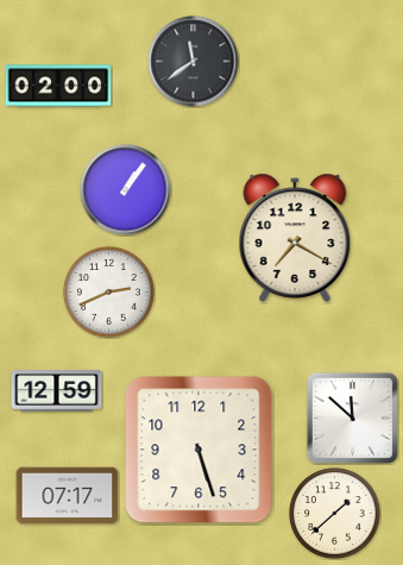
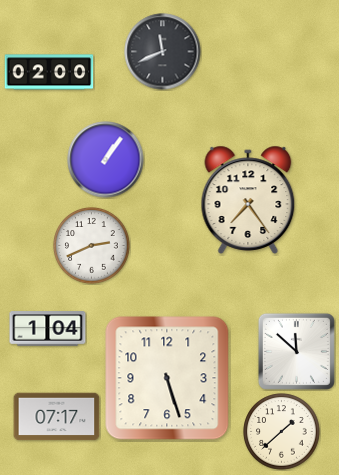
clock at (194, 62): 11:39 -> 11:41
clock at (295, 238): 7:20 -> 7:24
clock at (57, 391): 12:59 -> 1:04
